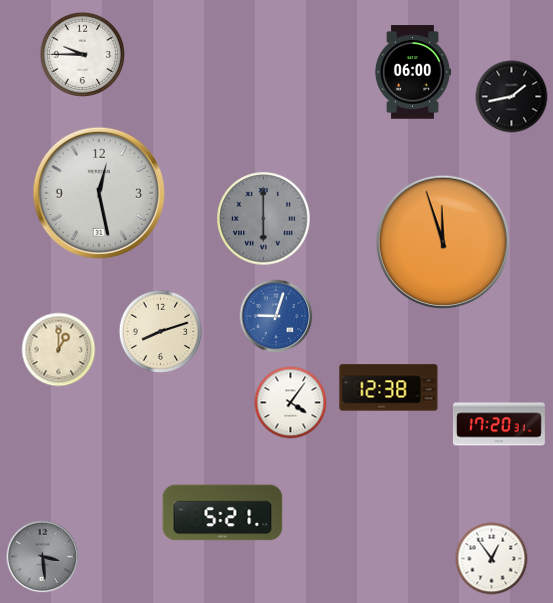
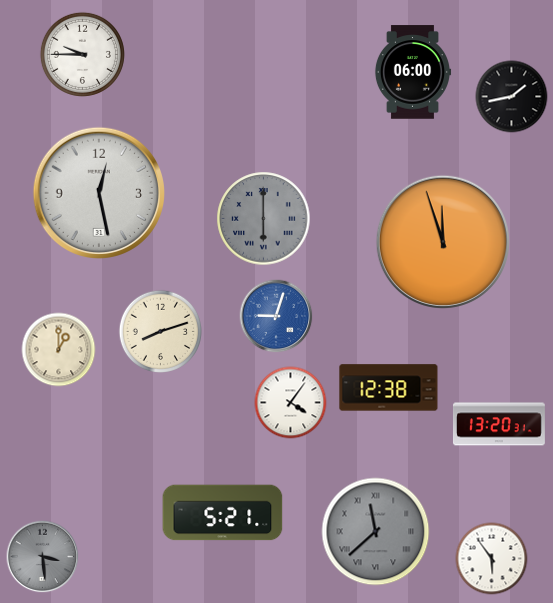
clock at (499, 424): 17:20 -> 13:20
clock at (376, 532): none -> 11:38
clock at (492, 559): 12:54 -> 5:54
